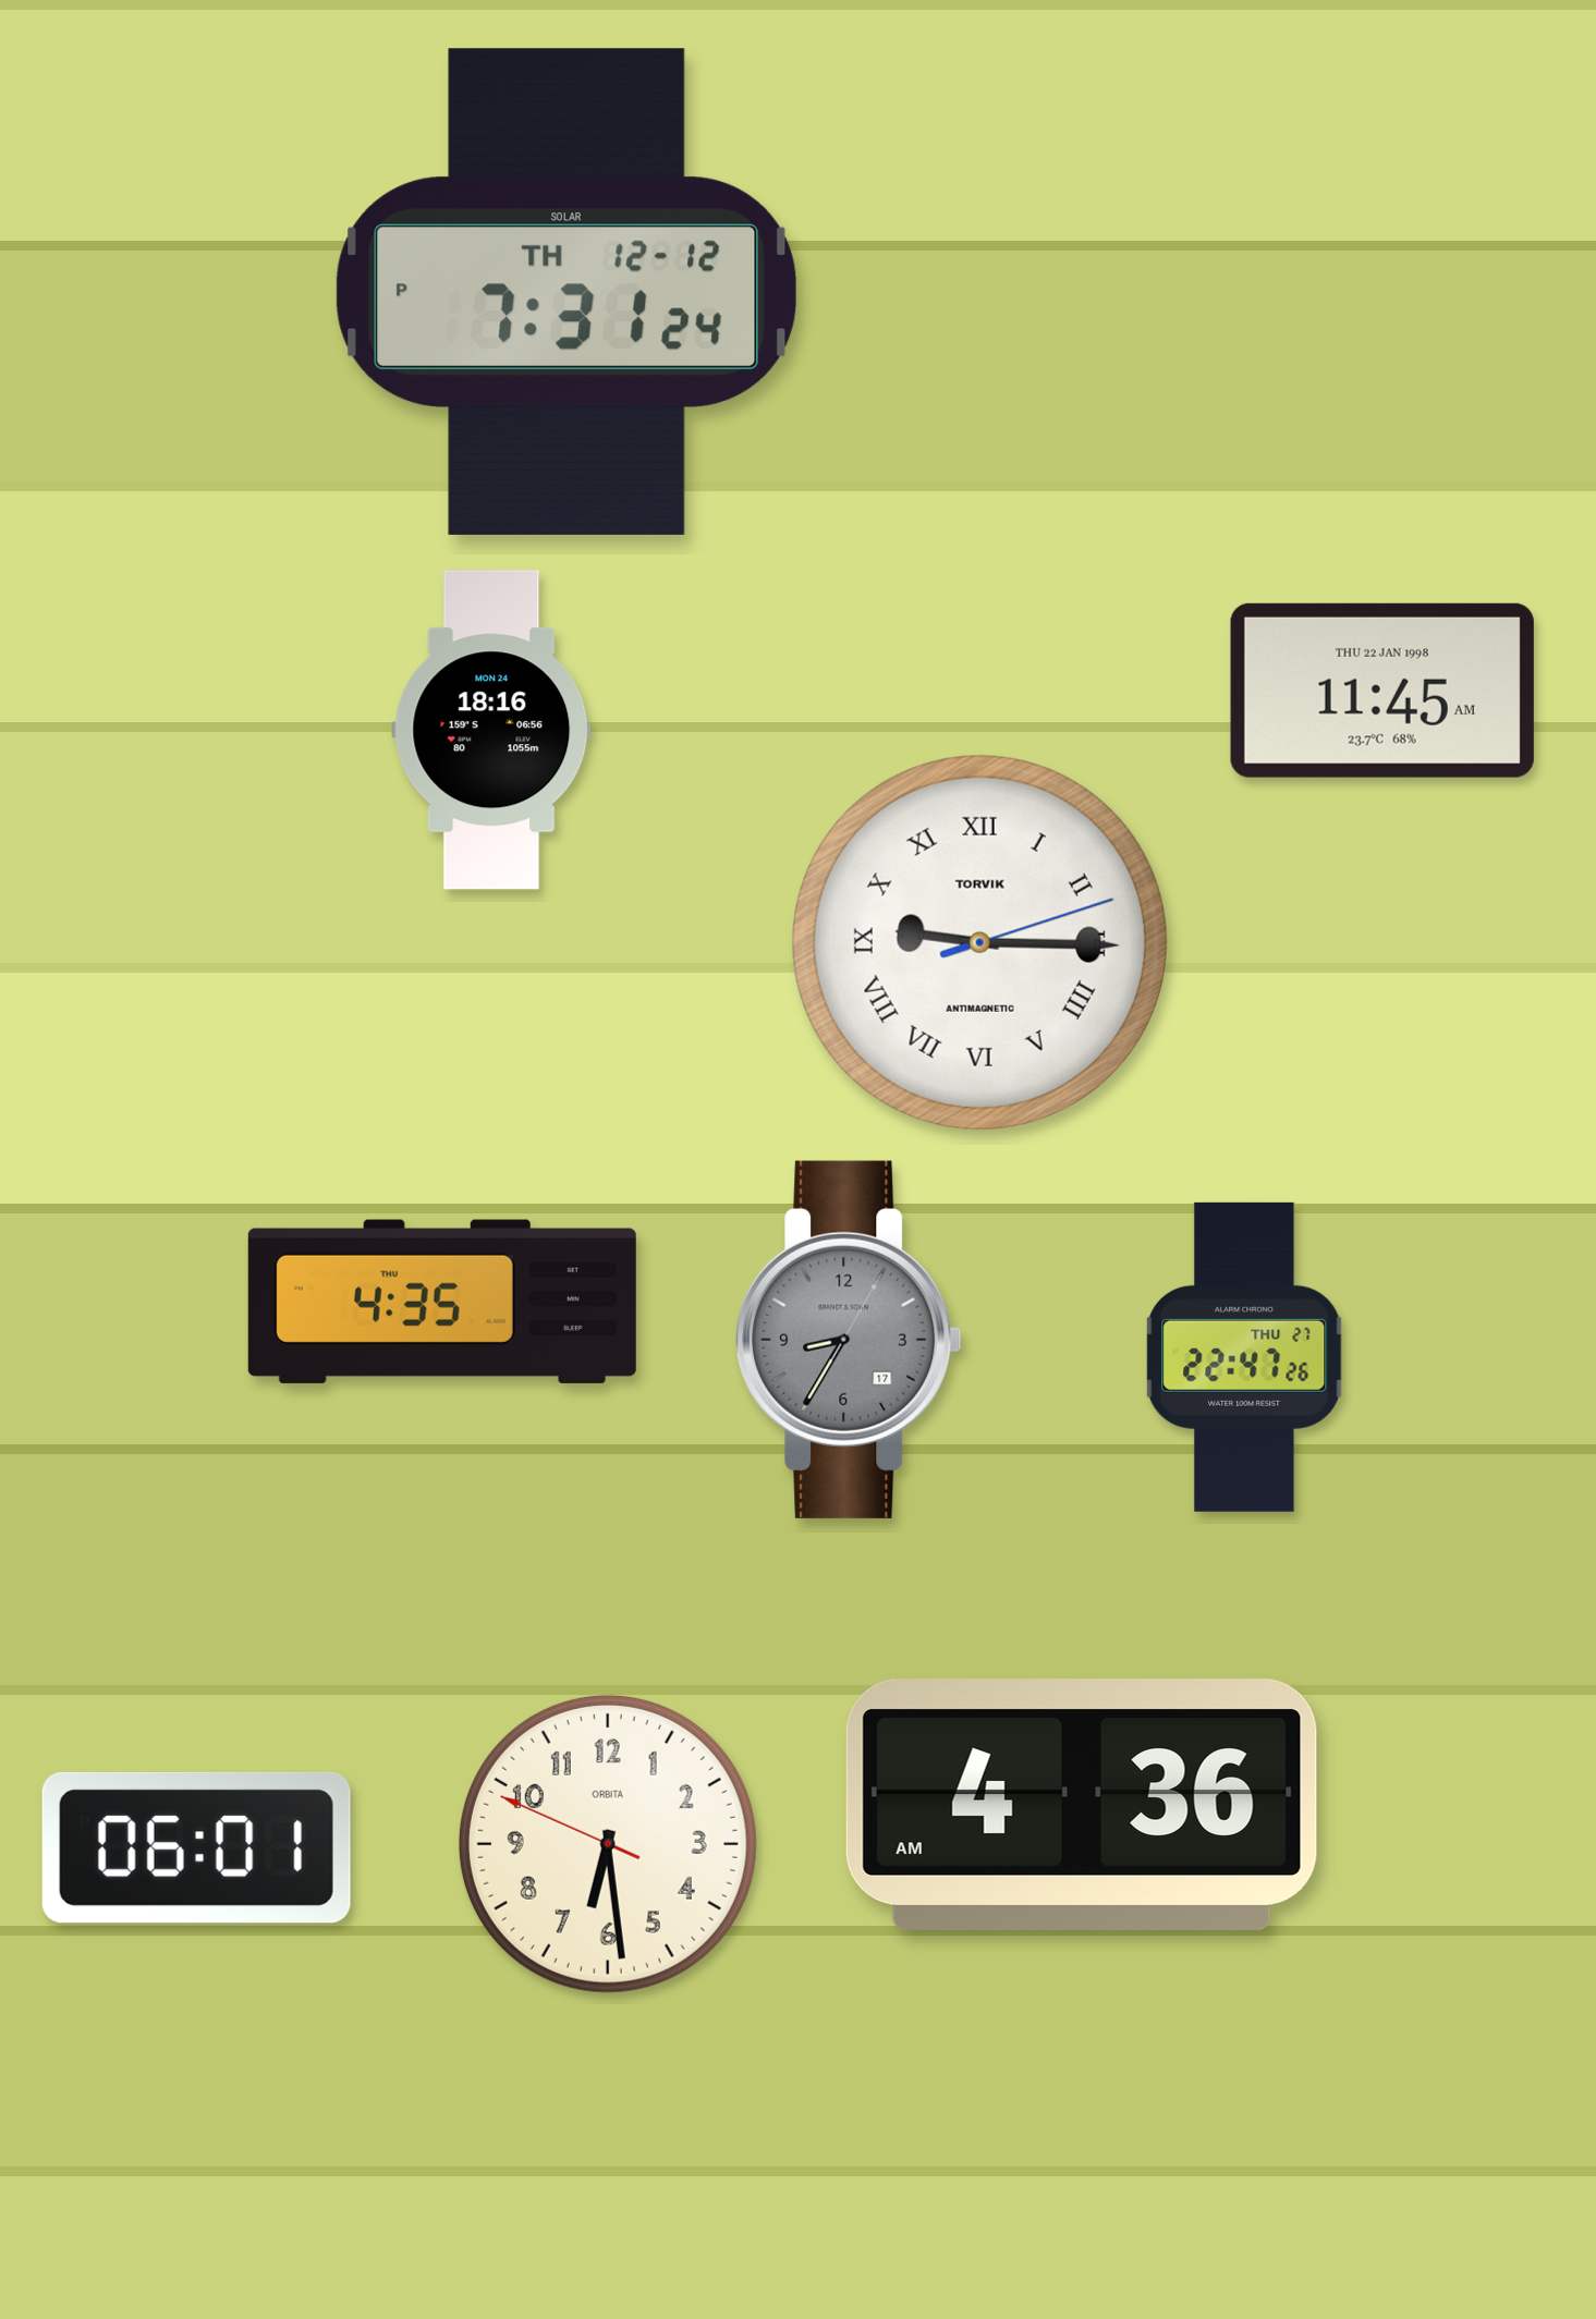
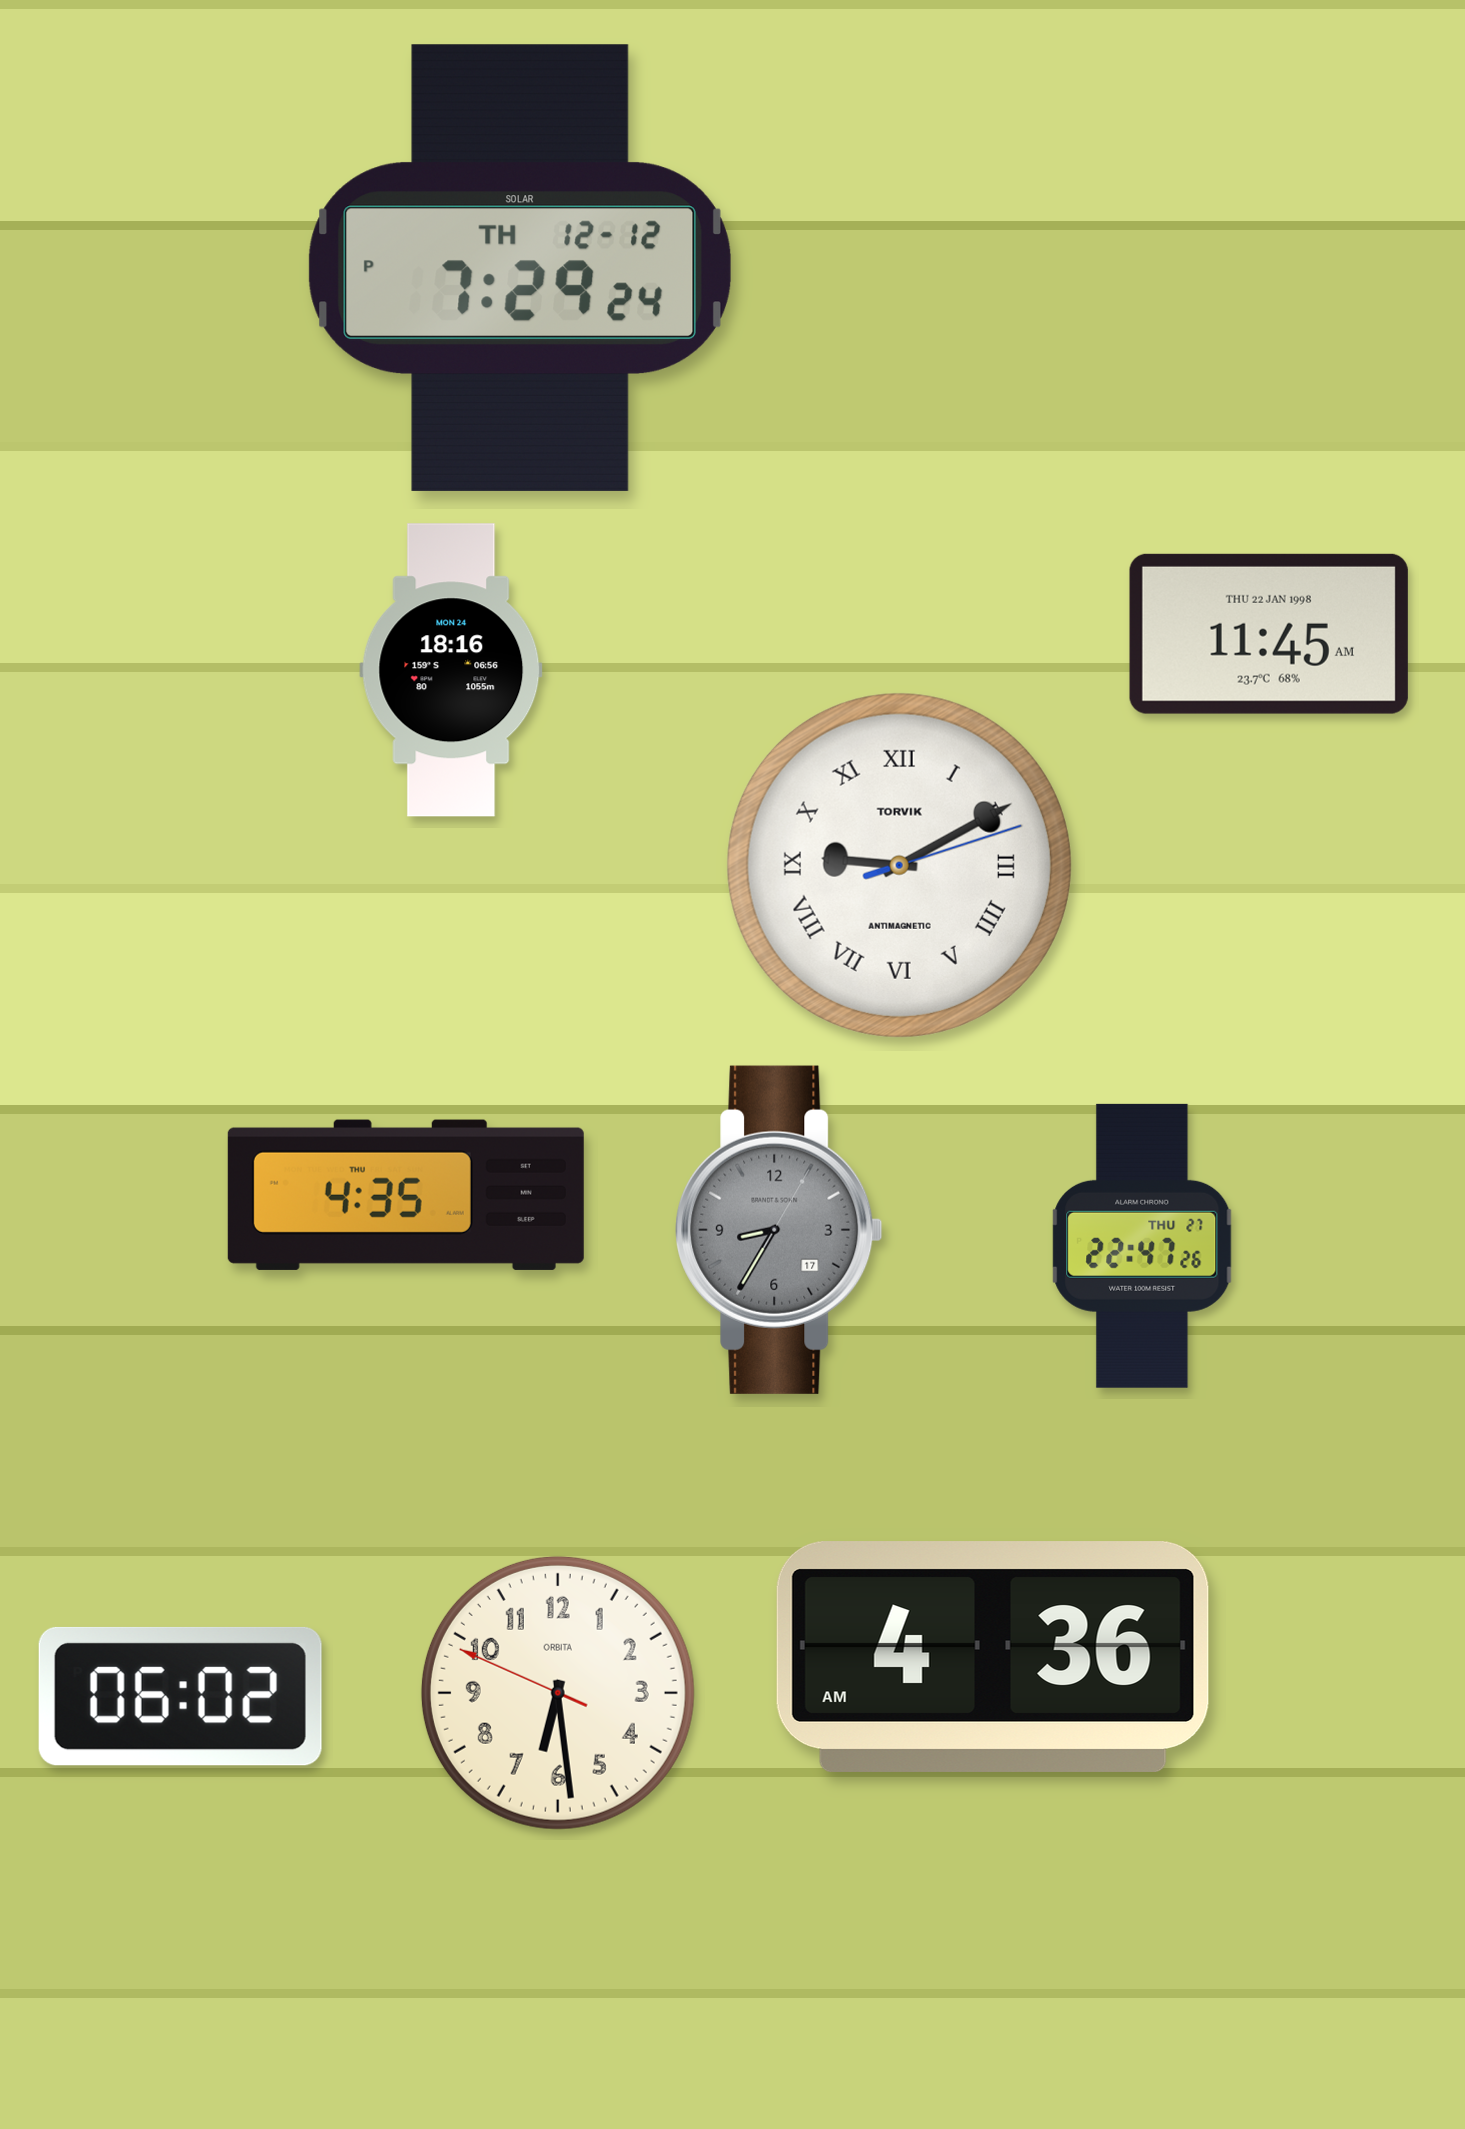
clock at (566, 292): 7:31 -> 7:29
clock at (979, 942): 9:15 -> 9:10
clock at (196, 1847): 06:01 -> 06:02
